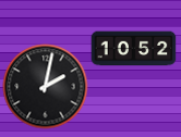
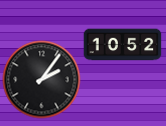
clock at (45, 86): 2:02 -> 2:06
